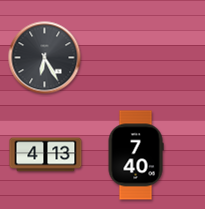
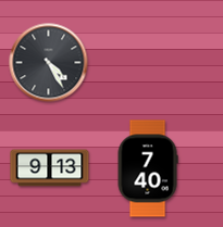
clock at (45, 58): 6:25 -> 4:25
clock at (46, 155): 4:13 -> 9:13
